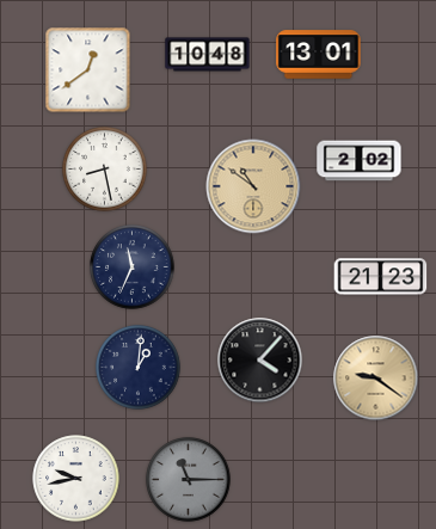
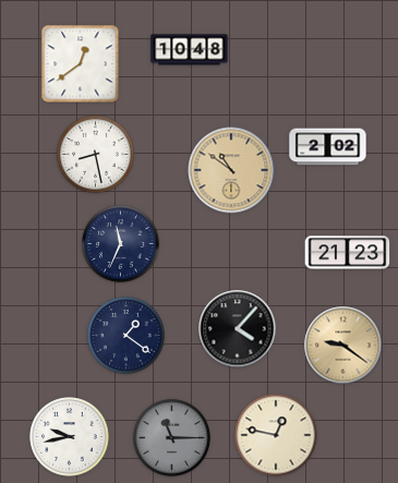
clock at (319, 55): 13:01 -> none
clock at (139, 368): 1:01 -> 1:21
clock at (276, 435): none -> 12:47
